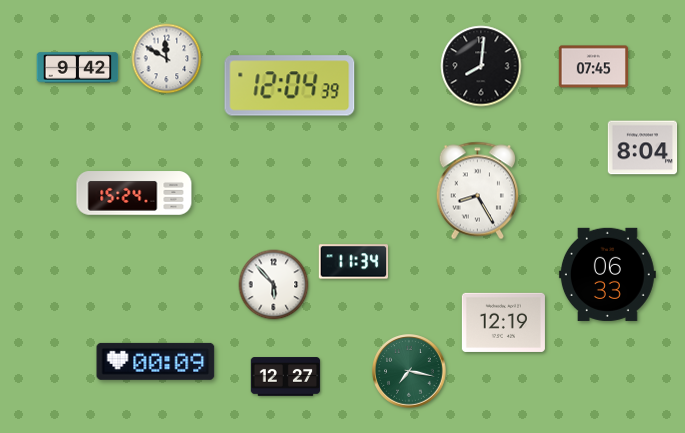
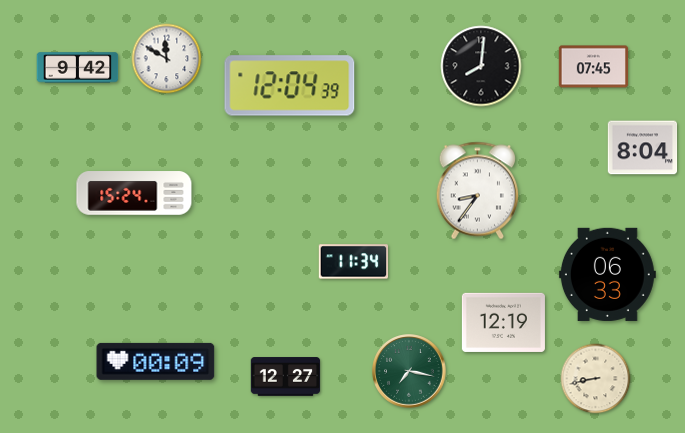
clock at (478, 191): 8:25 -> 8:36
clock at (274, 285): 5:53 -> none
clock at (596, 379): none -> 8:43
